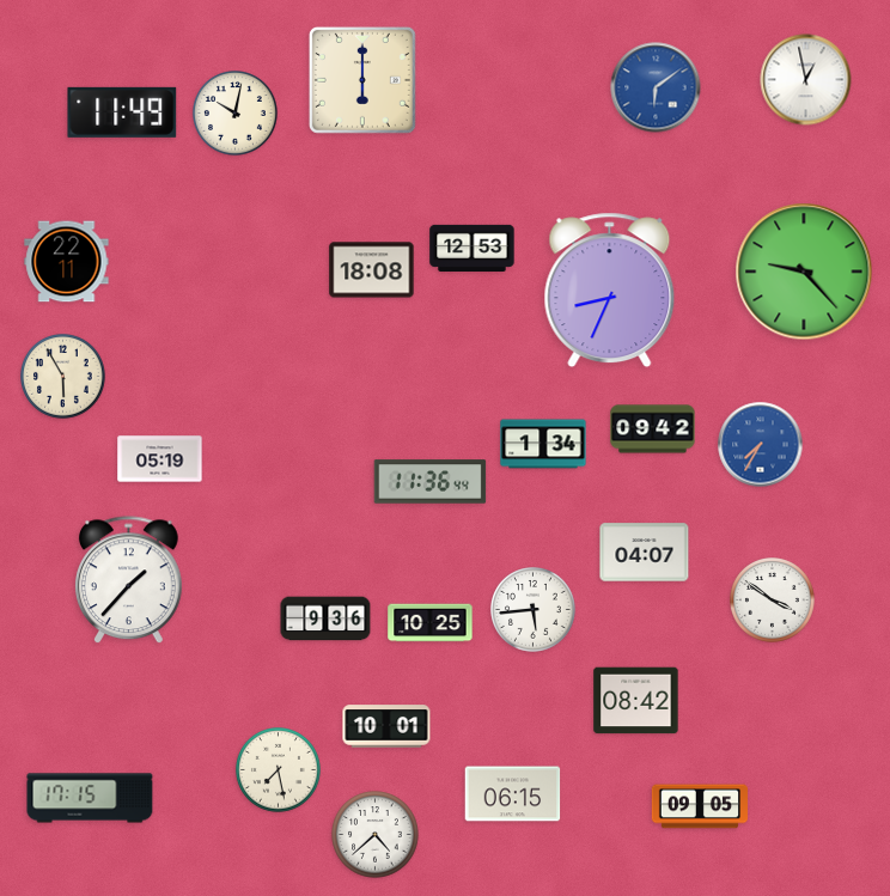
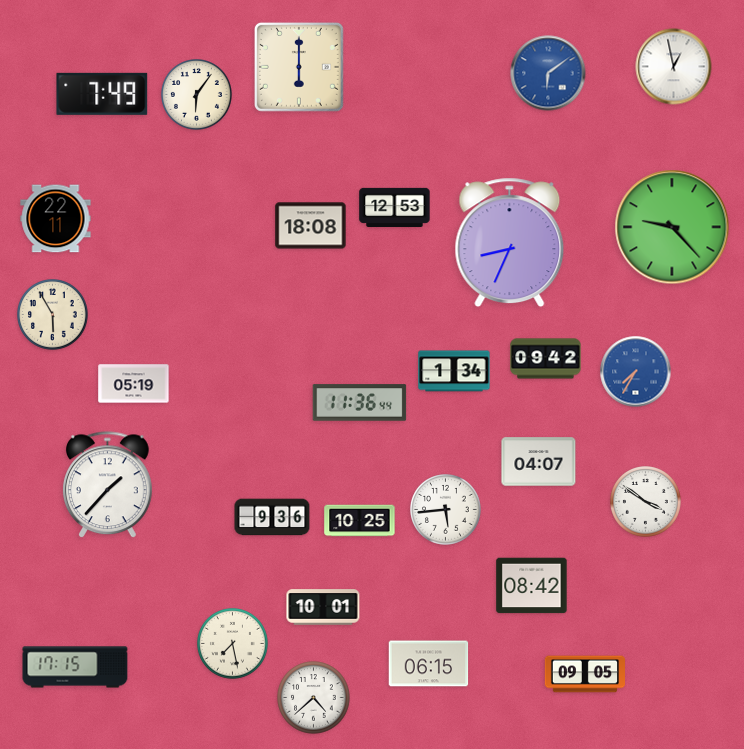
clock at (362, 80) position: (362, 80) -> (299, 67)
clock at (122, 112): 11:49 -> 7:49
clock at (236, 114): 10:02 -> 6:06
